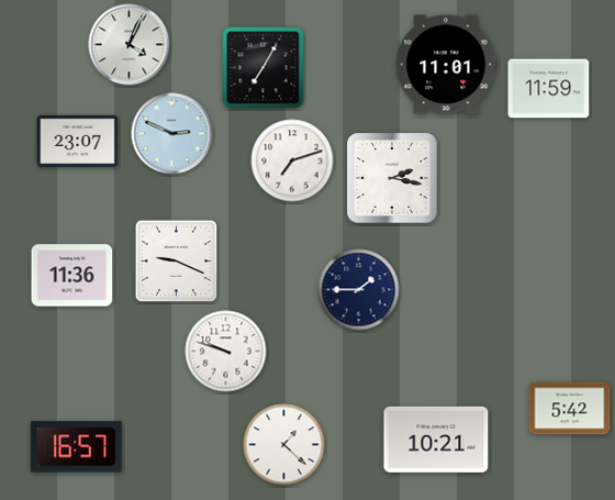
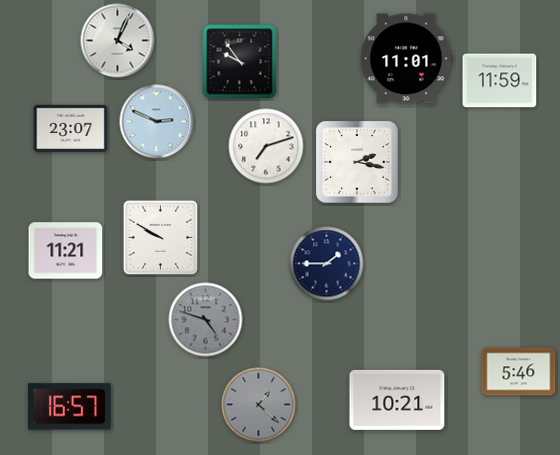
clock at (264, 68): 7:05 -> 9:54
clock at (176, 260): 9:19 -> 9:50
clock at (72, 276): 11:36 -> 11:21
clock at (226, 352): 9:48 -> 4:48
clock at (226, 352) dial: white -> grey
clock at (570, 409): 5:42 -> 5:46
clock at (284, 445) dial: white -> grey
